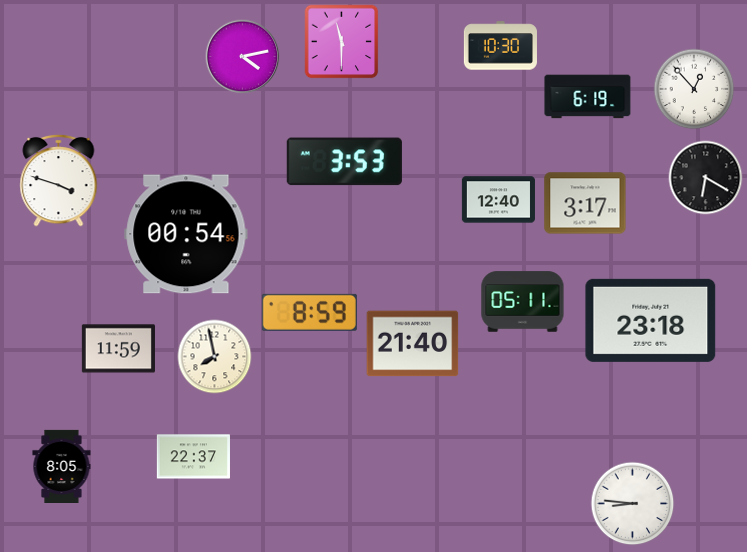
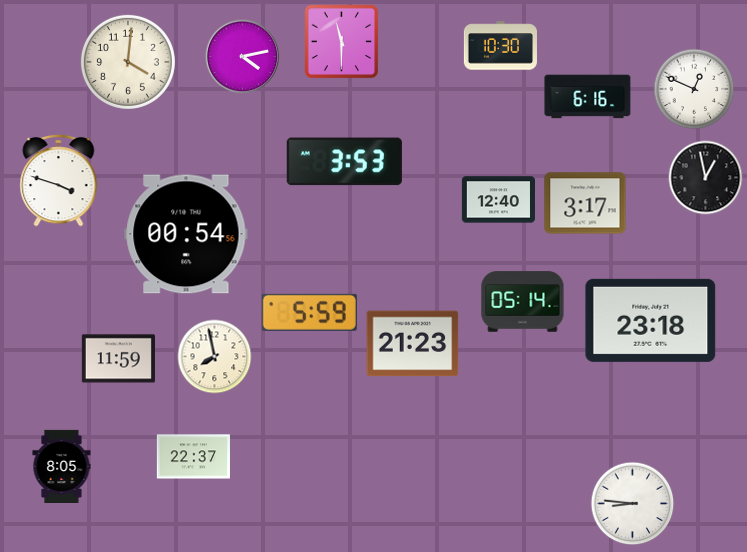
clock at (128, 62): none -> 4:01
clock at (694, 89): 12:53 -> 12:49
clock at (588, 97): 6:19 -> 6:16
clock at (706, 178): 6:20 -> 12:58
clock at (523, 302): 05:11 -> 05:14
clock at (309, 312): 8:59 -> 5:59
clock at (413, 344): 21:40 -> 21:23
clock at (118, 349) position: (118, 349) -> (118, 359)
